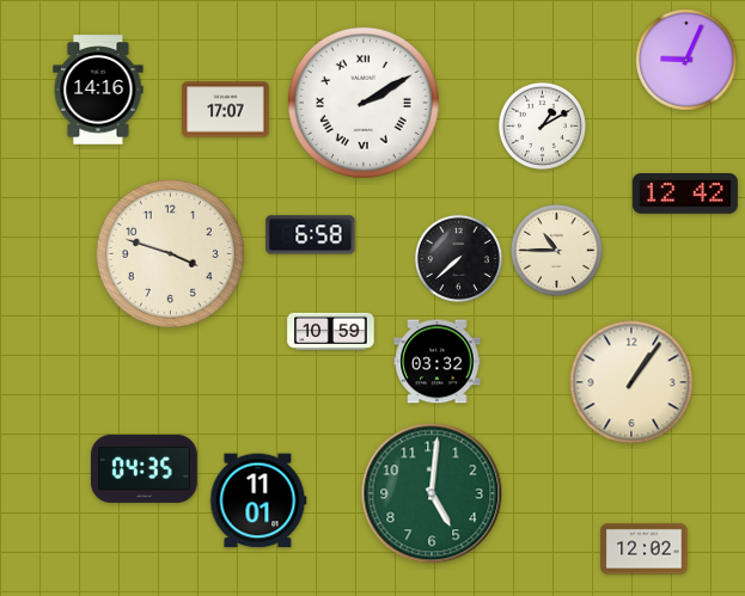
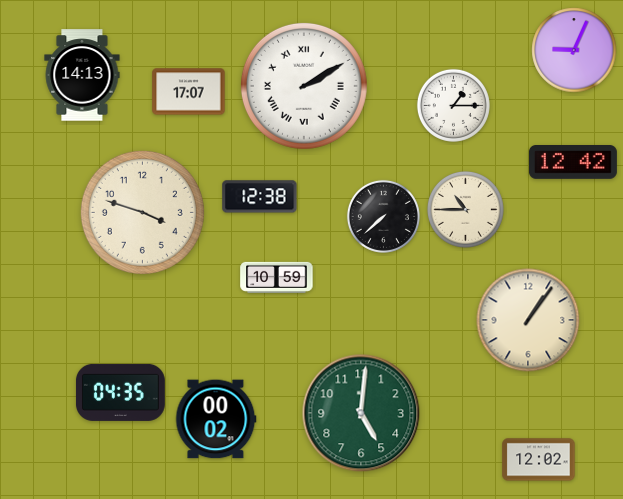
clock at (98, 90): 14:16 -> 14:13
clock at (542, 125): 1:10 -> 1:15
clock at (311, 235): 6:58 -> 12:38
clock at (438, 362): 03:32 -> none
clock at (258, 500): 11:01 -> 00:02
